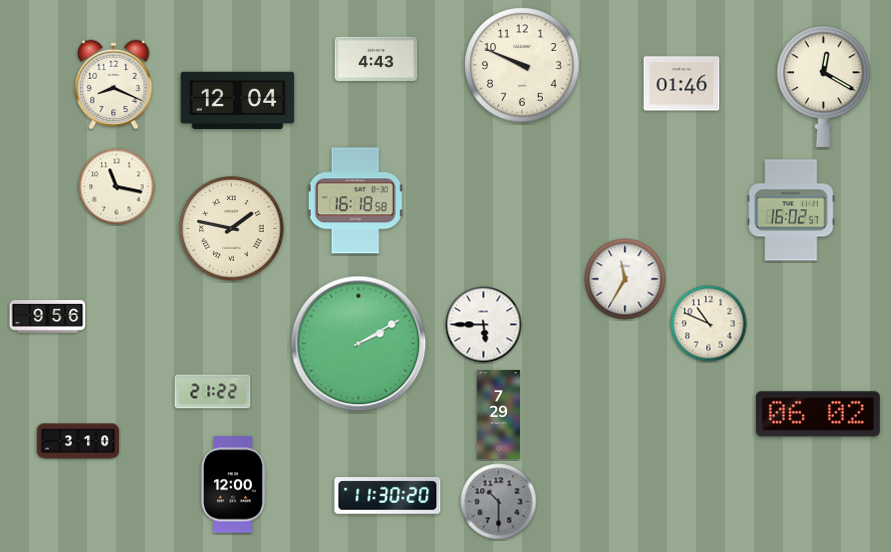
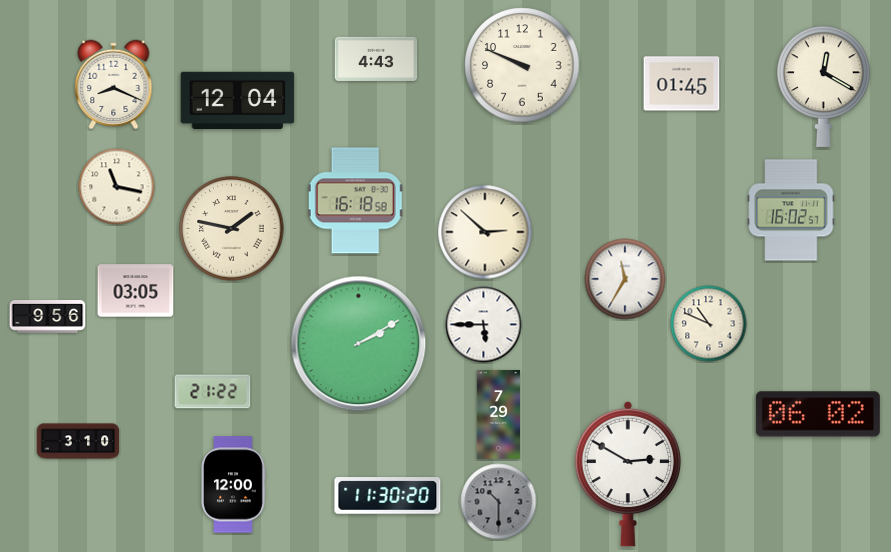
clock at (682, 84): 01:46 -> 01:45
clock at (485, 232): none -> 2:52
clock at (136, 291): none -> 03:05
clock at (627, 474): none -> 2:50
